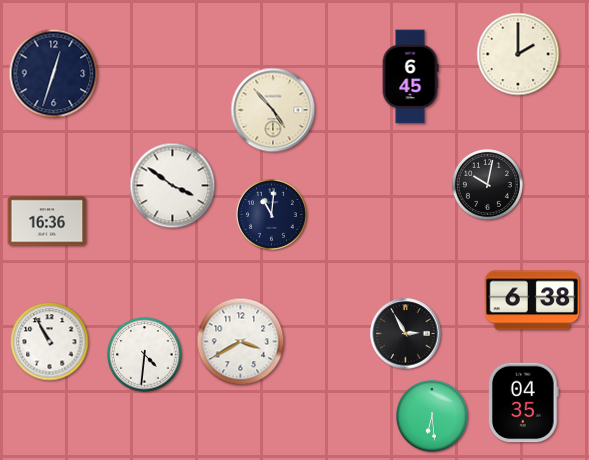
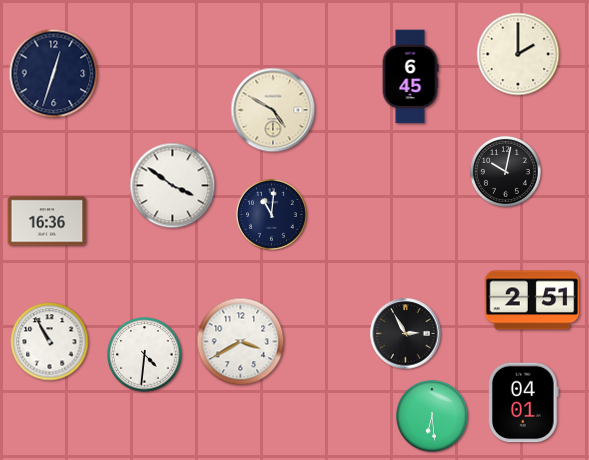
clock at (273, 110): 4:53 -> 4:50
clock at (487, 184) position: (487, 184) -> (505, 171)
clock at (532, 300): 6:38 -> 2:51
clock at (524, 403): 04:35 -> 04:01
